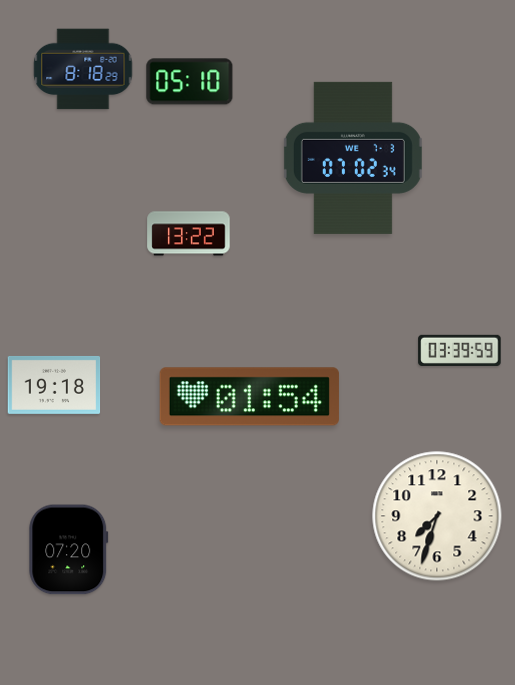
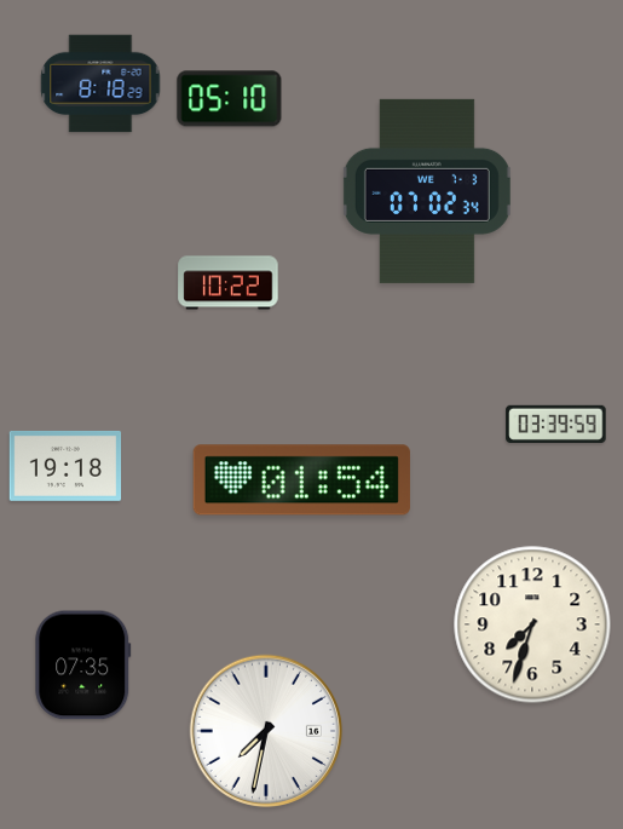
clock at (189, 234): 13:22 -> 10:22
clock at (437, 516) position: (437, 516) -> (532, 624)
clock at (69, 550): 07:20 -> 07:35
clock at (265, 730): none -> 7:32
